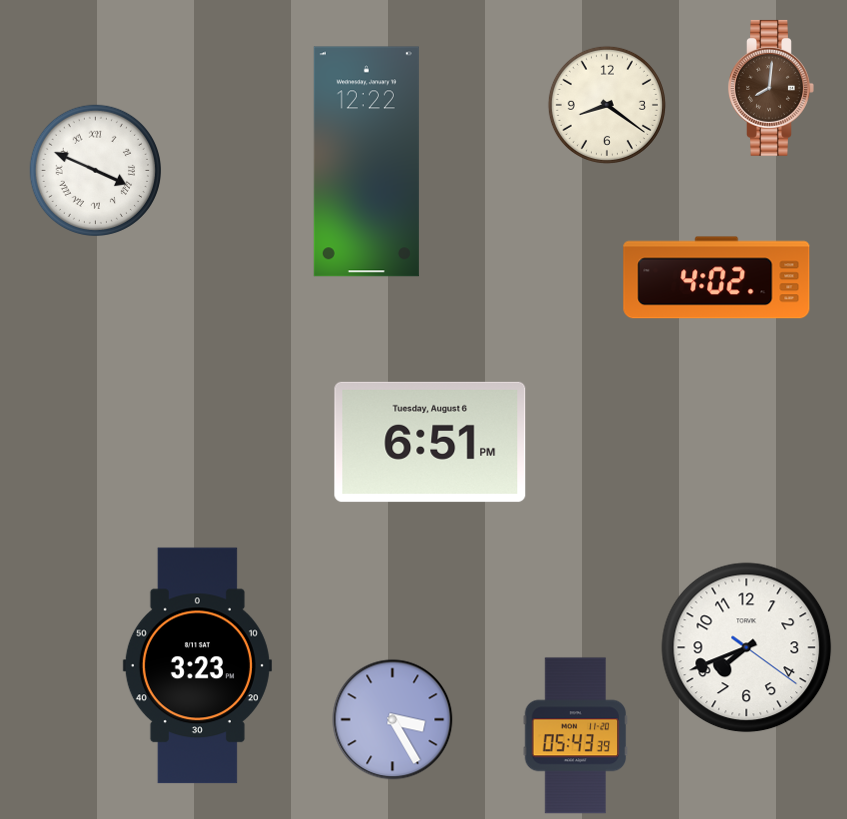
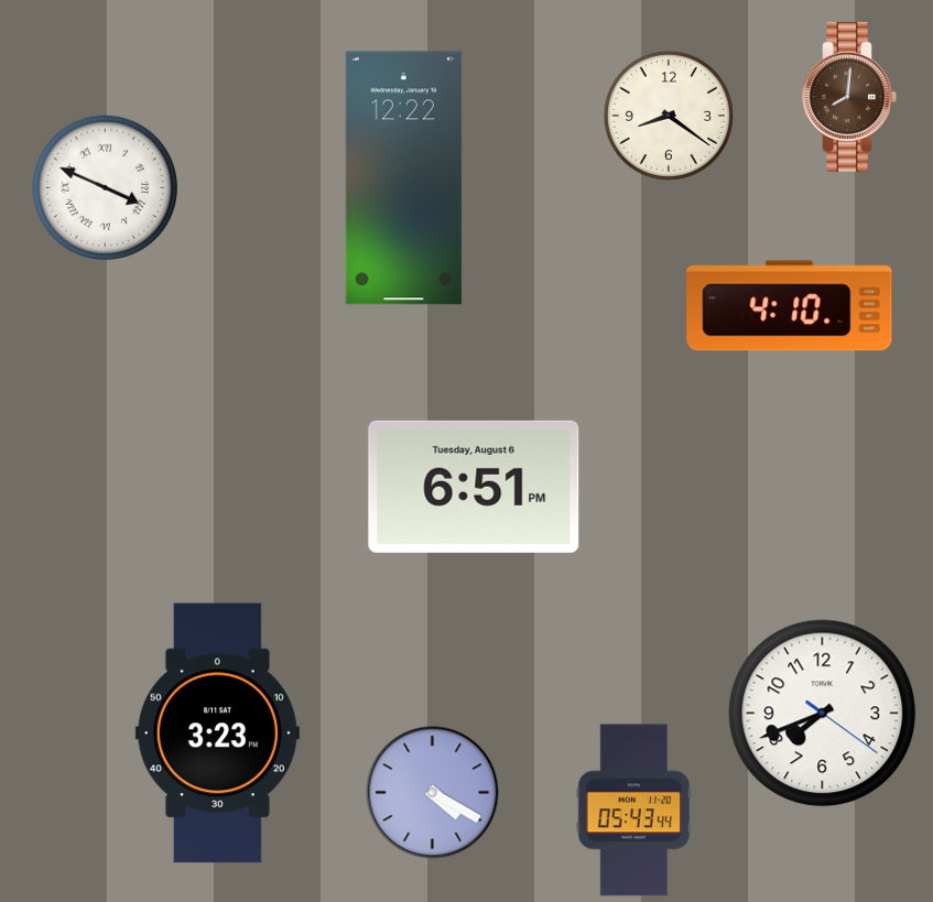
clock at (717, 278): 4:02 -> 4:10
clock at (393, 720): 3:25 -> 4:20
clock at (576, 736): 05:43:39 -> 05:43:44
